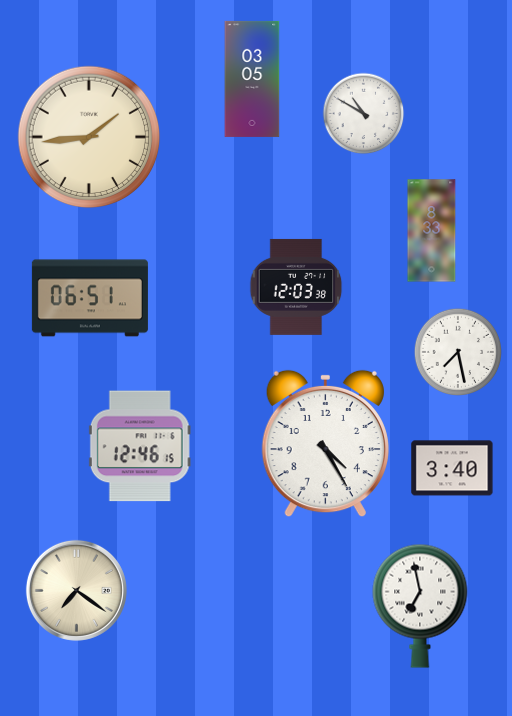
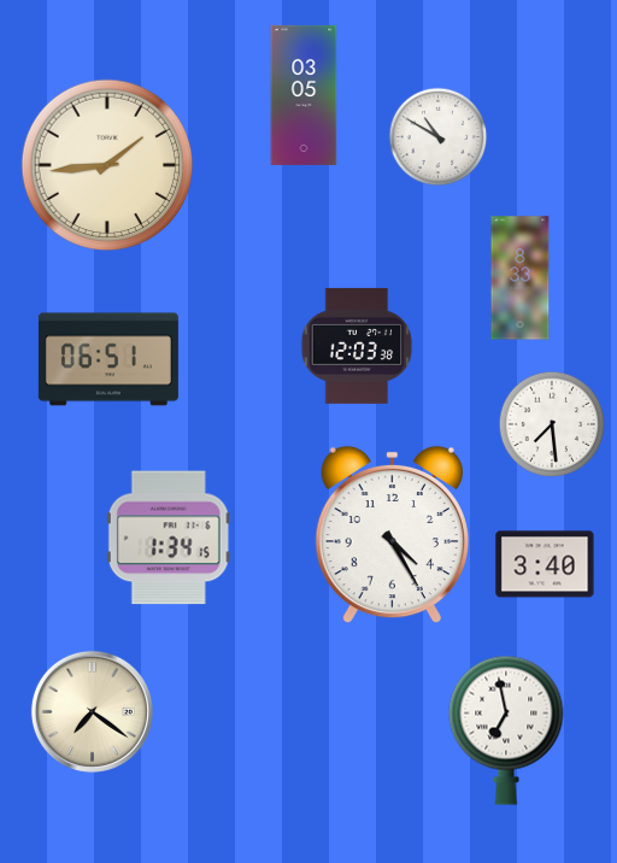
clock at (457, 351): 7:28 -> 7:29
clock at (140, 446): 12:46 -> 1:34
